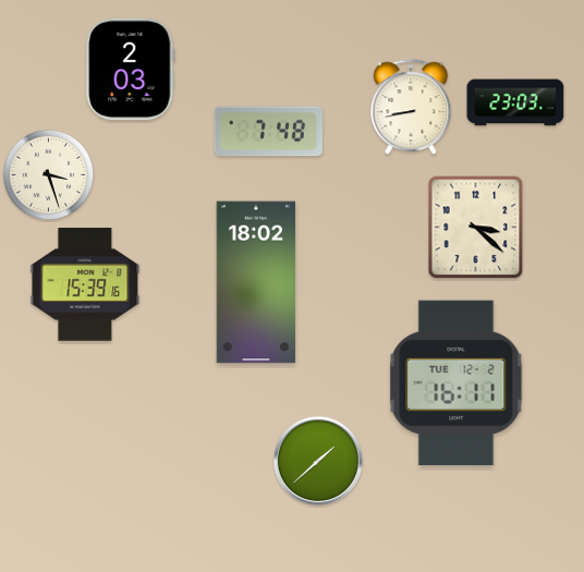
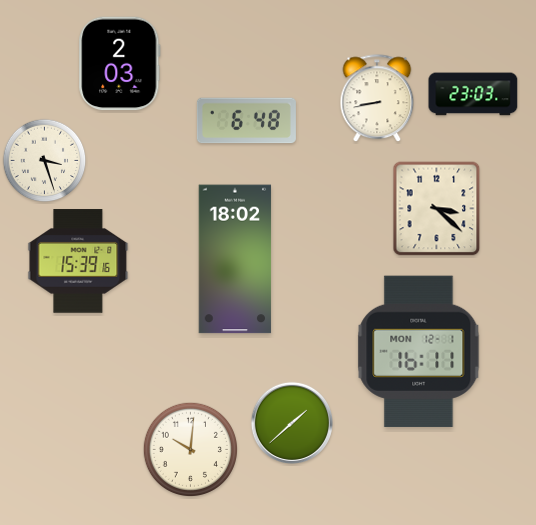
clock at (268, 132): 7:48 -> 6:48
clock at (457, 382) date: TUE 12-2 -> MON 12-1
clock at (190, 449): none -> 10:01
